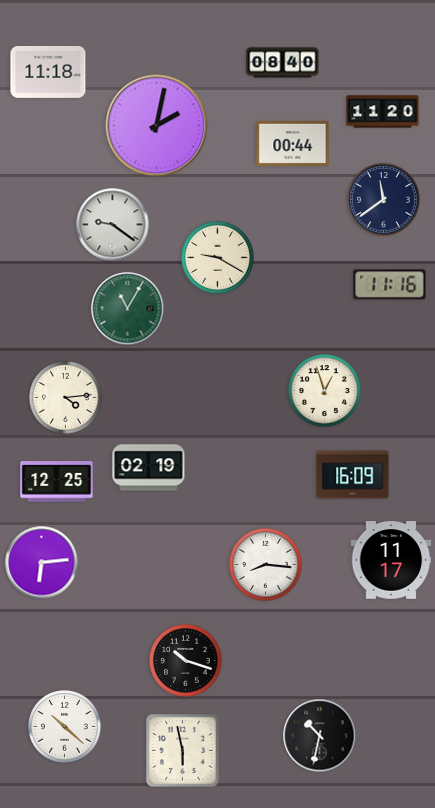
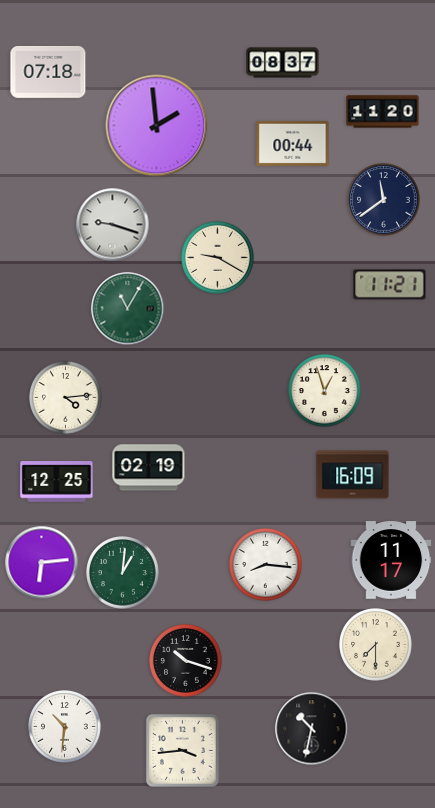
clock at (283, 63): 08:40 -> 08:37
clock at (48, 72): 11:18 -> 07:18
clock at (157, 126): 2:02 -> 1:59
clock at (113, 225): 9:21 -> 9:18
clock at (390, 285): 11:16 -> 11:21
clock at (123, 573): none -> 1:01
clock at (376, 645): none -> 7:30
clock at (65, 727): 10:22 -> 10:31
clock at (320, 736) position: (320, 736) -> (312, 729)
clock at (182, 750): 5:58 -> 3:44
